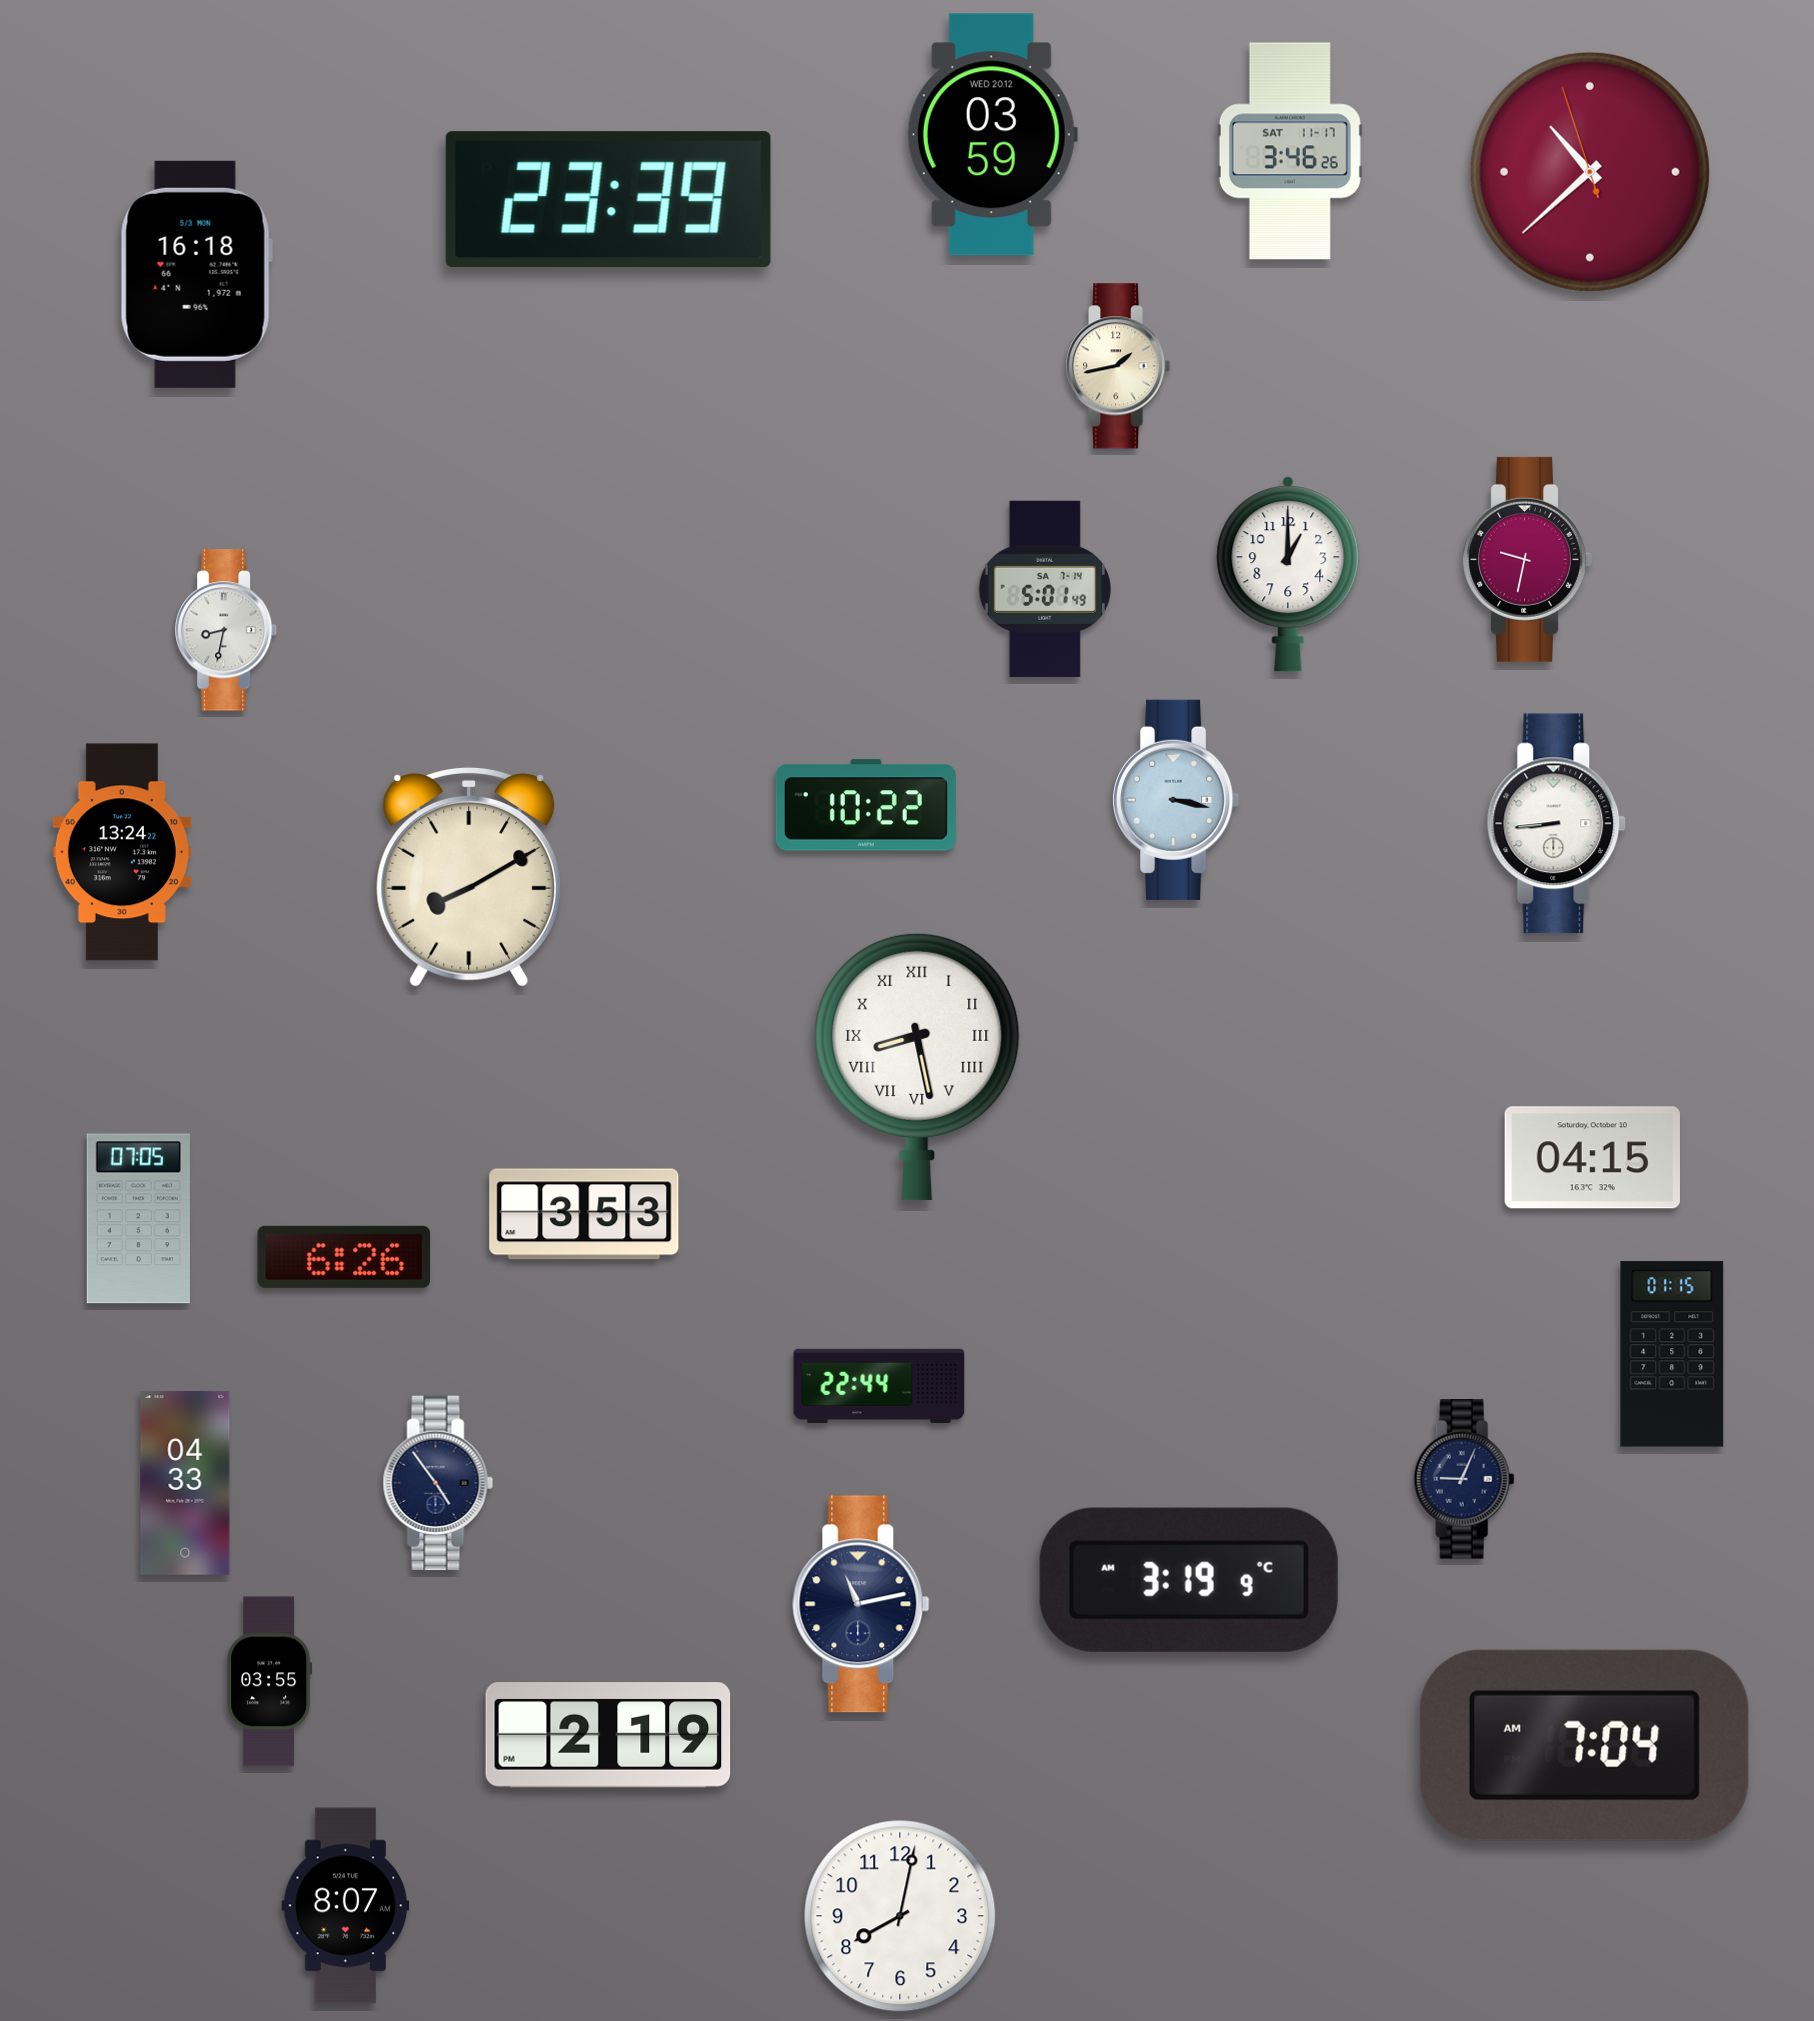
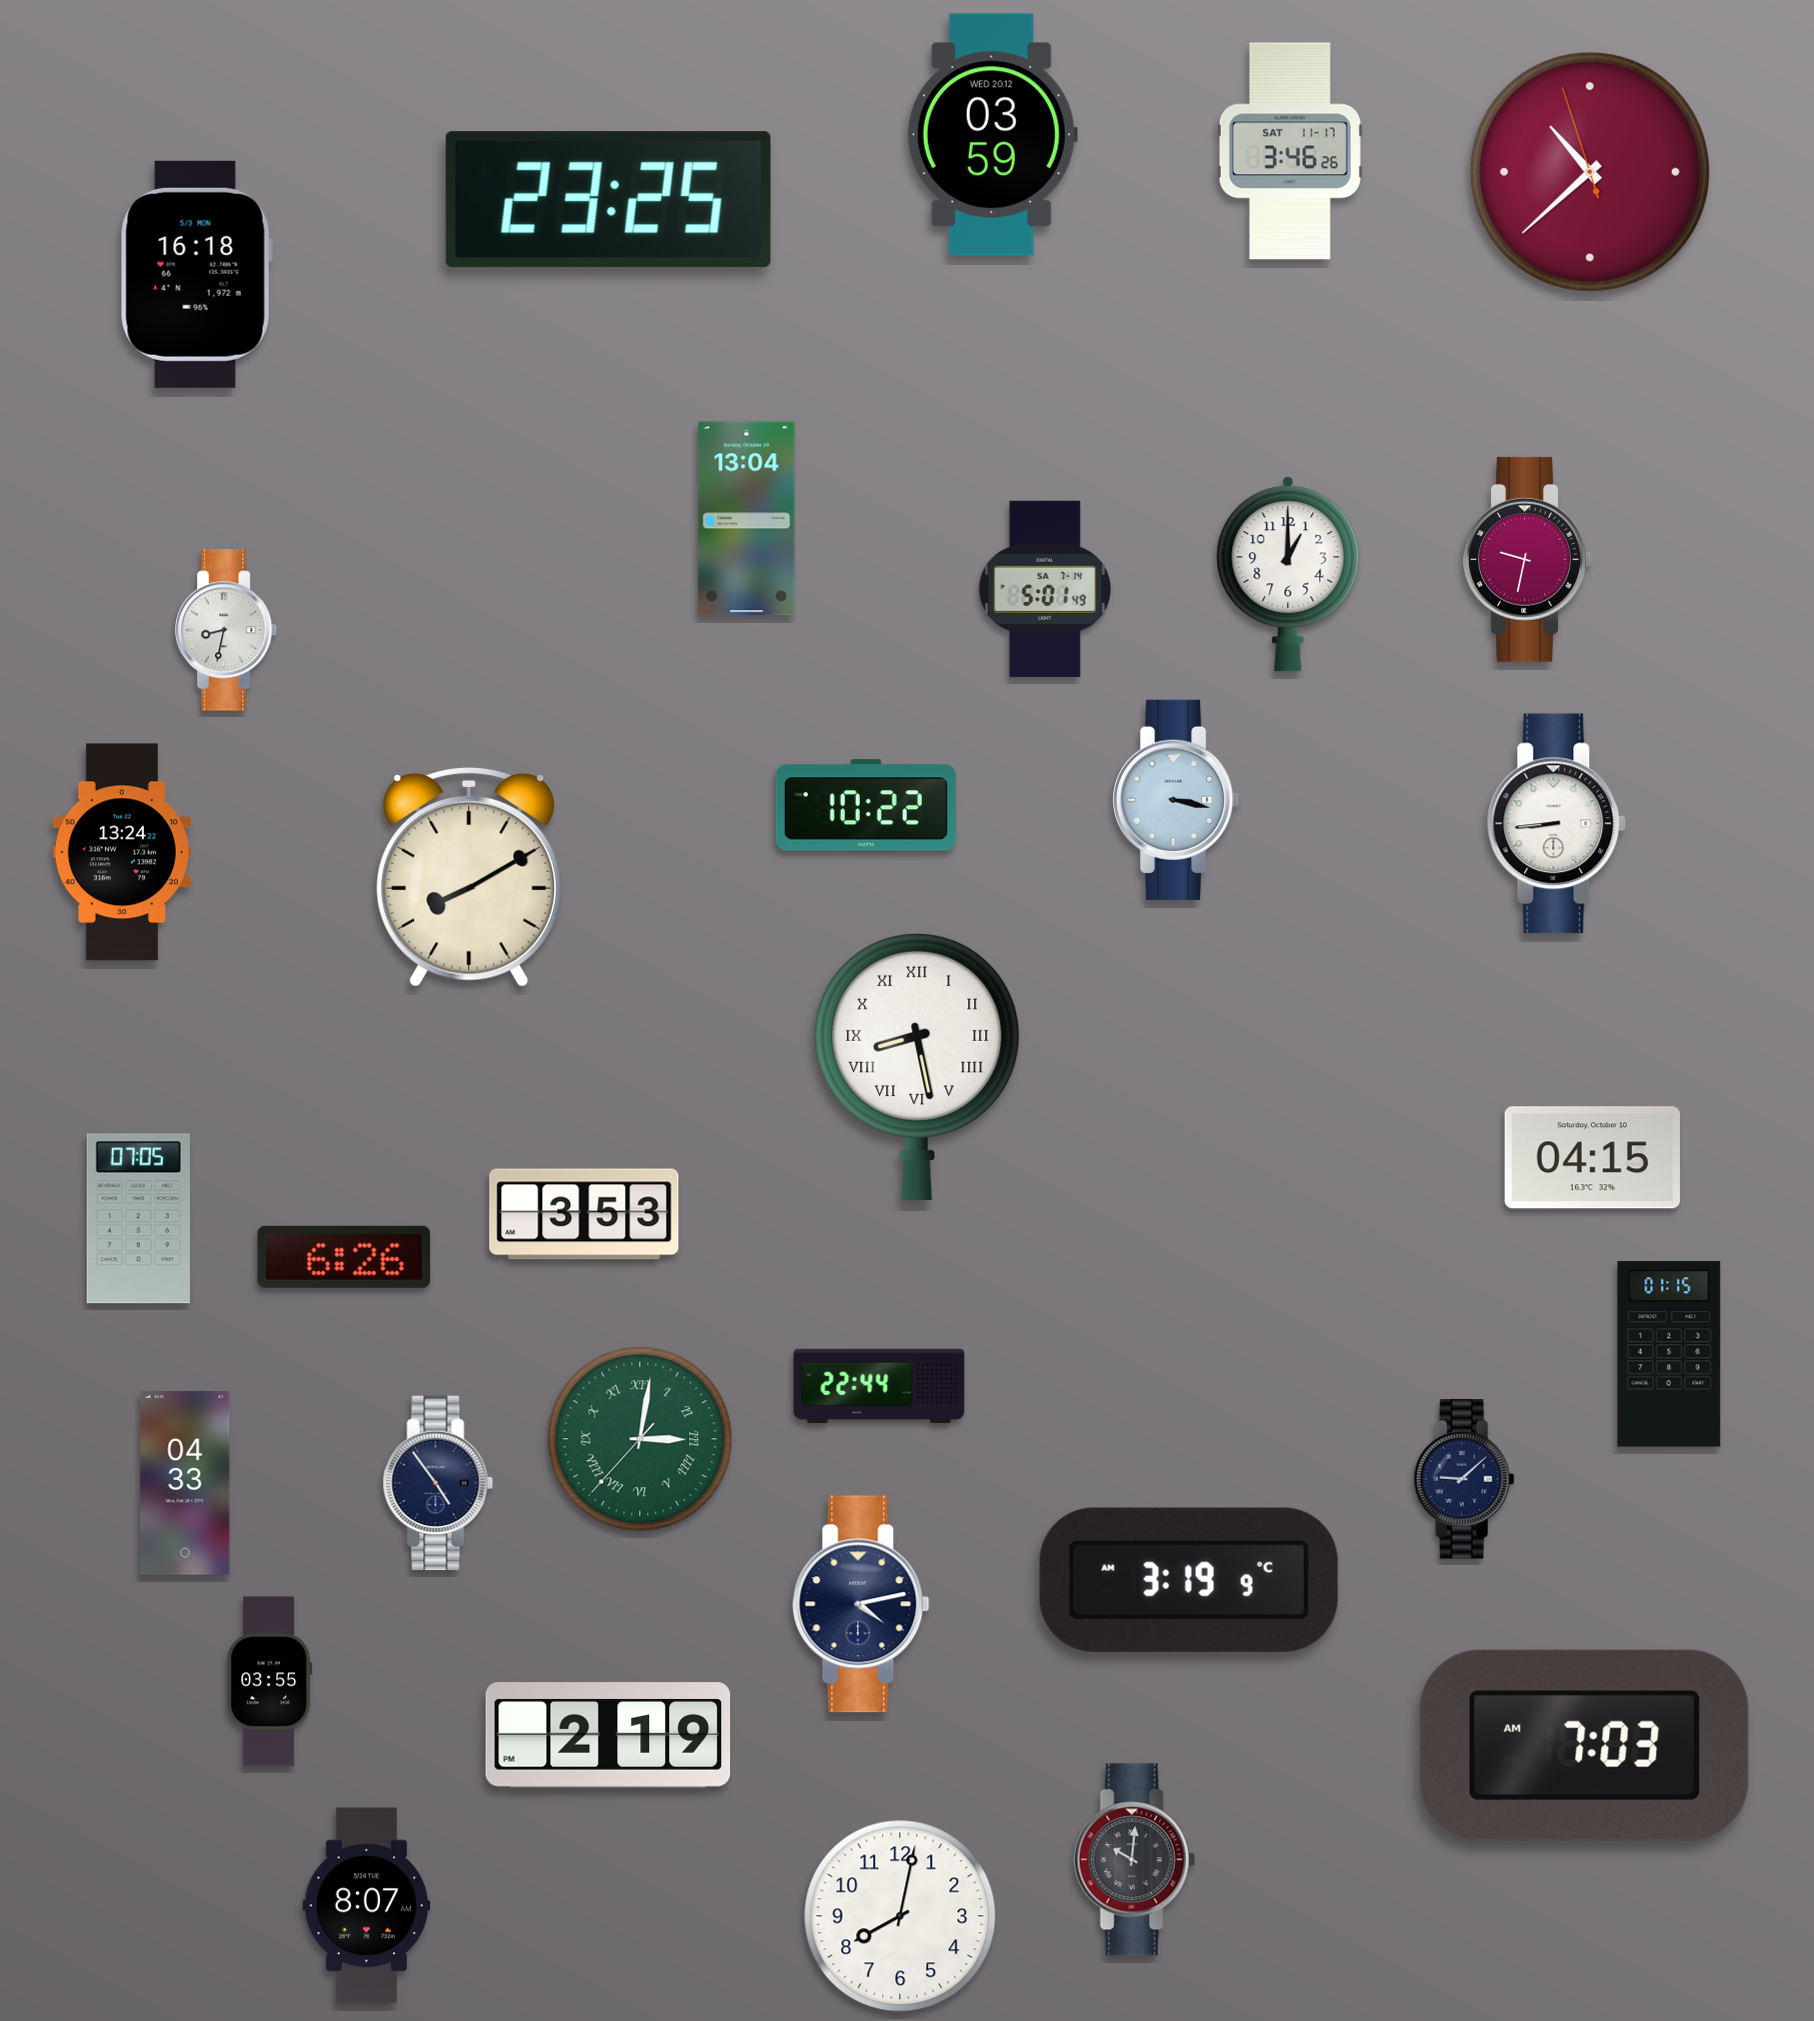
clock at (608, 199): 23:39 -> 23:25
clock at (1118, 366): 1:43 -> none
clock at (747, 519): none -> 13:04
clock at (1672, 1354) position: (1672, 1354) -> (1669, 1354)
clock at (640, 1439): none -> 3:01
clock at (1464, 1479): 9:04 -> 9:08
clock at (861, 1604): 11:13 -> 4:13
clock at (1584, 1745): 7:04 -> 7:03
clock at (1134, 1860): none -> 10:01
clock at (346, 1906) position: (346, 1906) -> (367, 1906)
